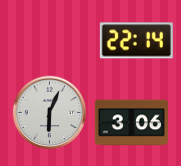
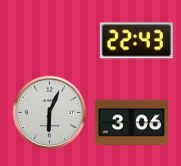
clock at (136, 41): 22:14 -> 22:43
